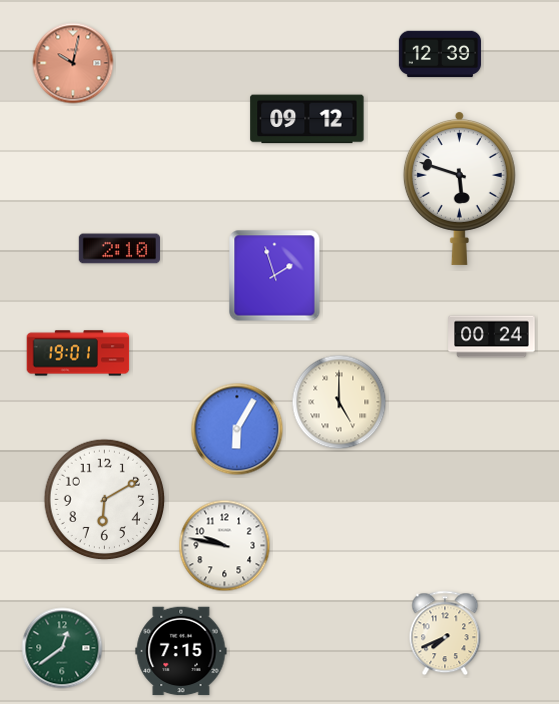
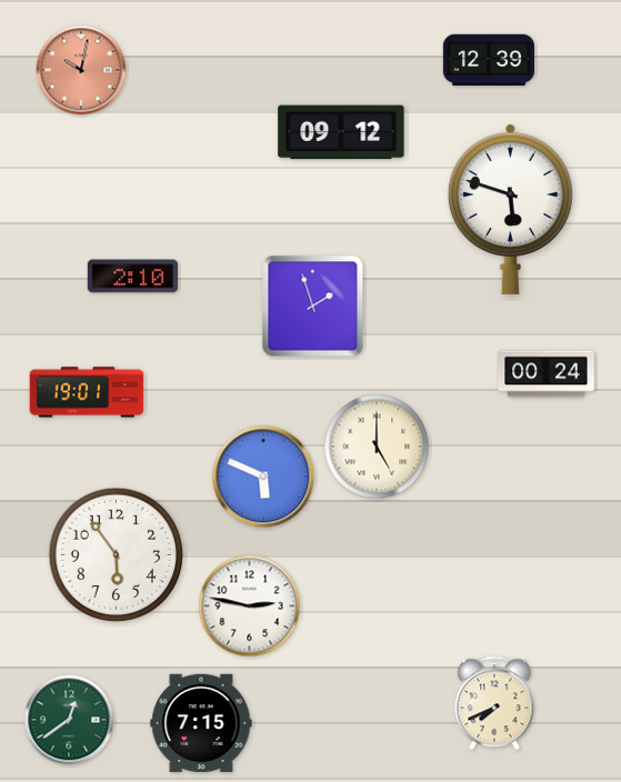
clock at (275, 276) position: (275, 276) -> (313, 307)
clock at (237, 429): 6:05 -> 5:49
clock at (105, 500): 6:10 -> 5:54
clock at (225, 546): 9:47 -> 2:47
